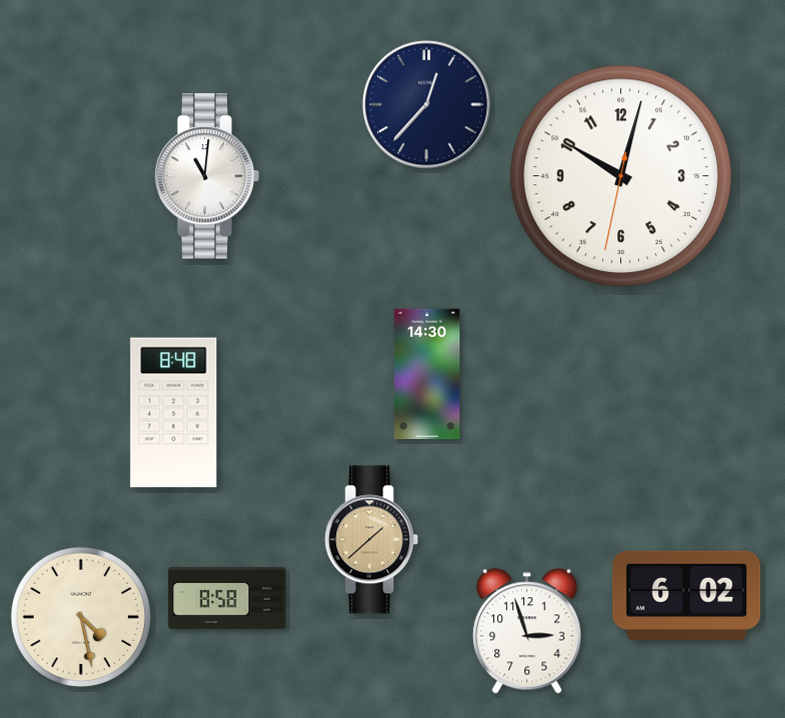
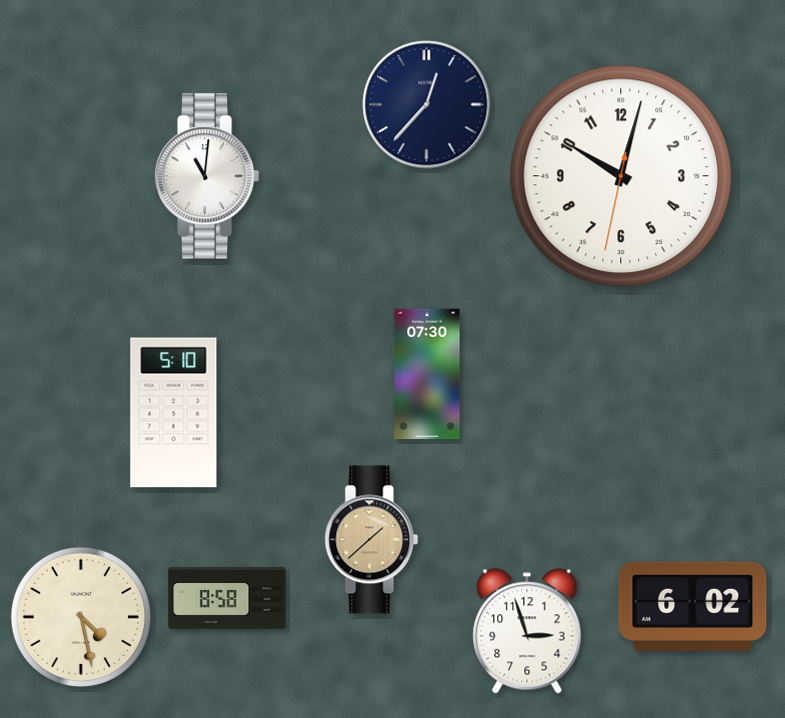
clock at (427, 374): 14:30 -> 07:30
clock at (174, 413): 8:48 -> 5:10
clock at (687, 595) position: (687, 595) -> (693, 606)
